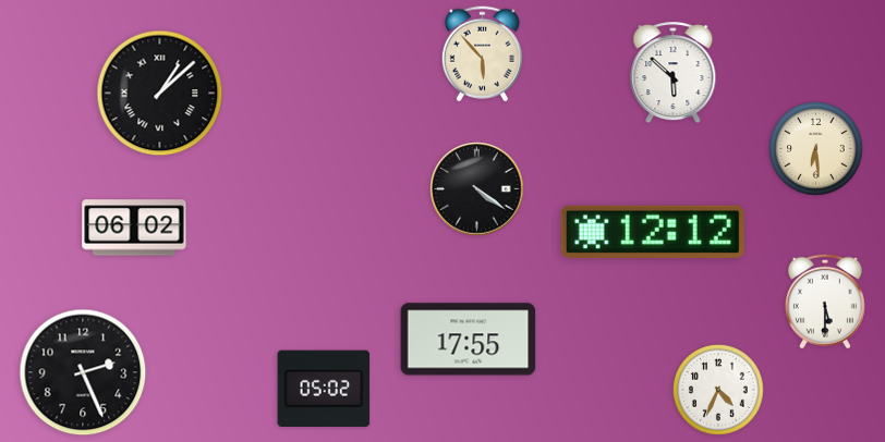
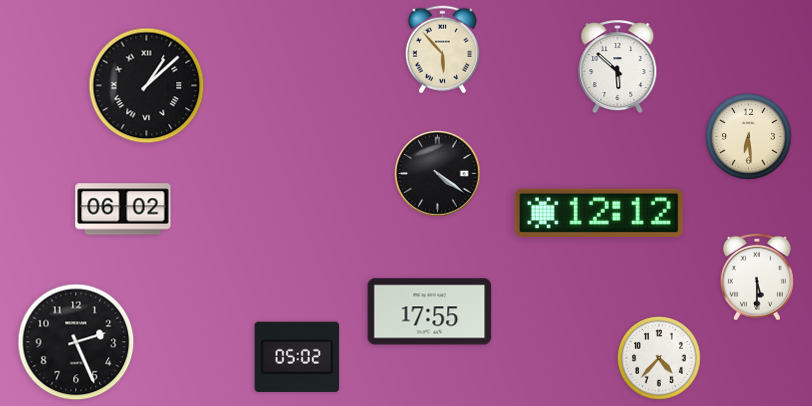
clock at (719, 391): 4:34 -> 4:37
